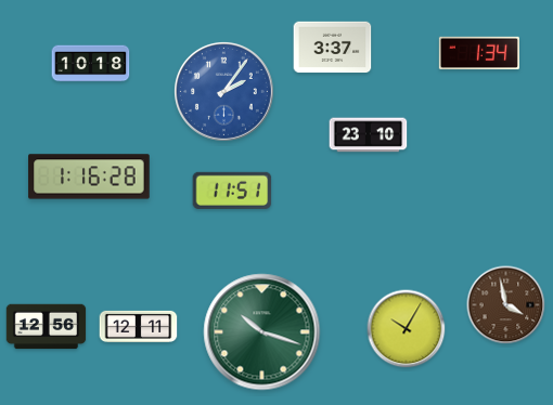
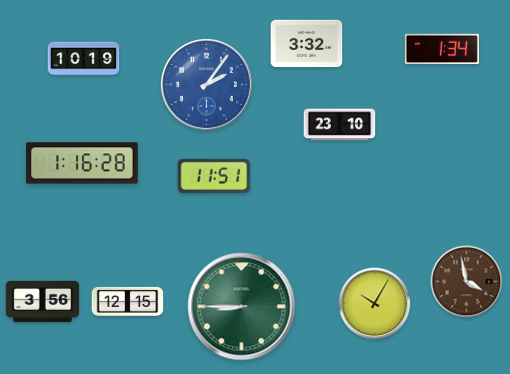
clock at (333, 48): 3:37 -> 3:32
clock at (91, 64): 10:18 -> 10:19
clock at (139, 326): 12:11 -> 12:15
clock at (47, 327): 12:56 -> 3:56
clock at (262, 332): 10:18 -> 8:45
